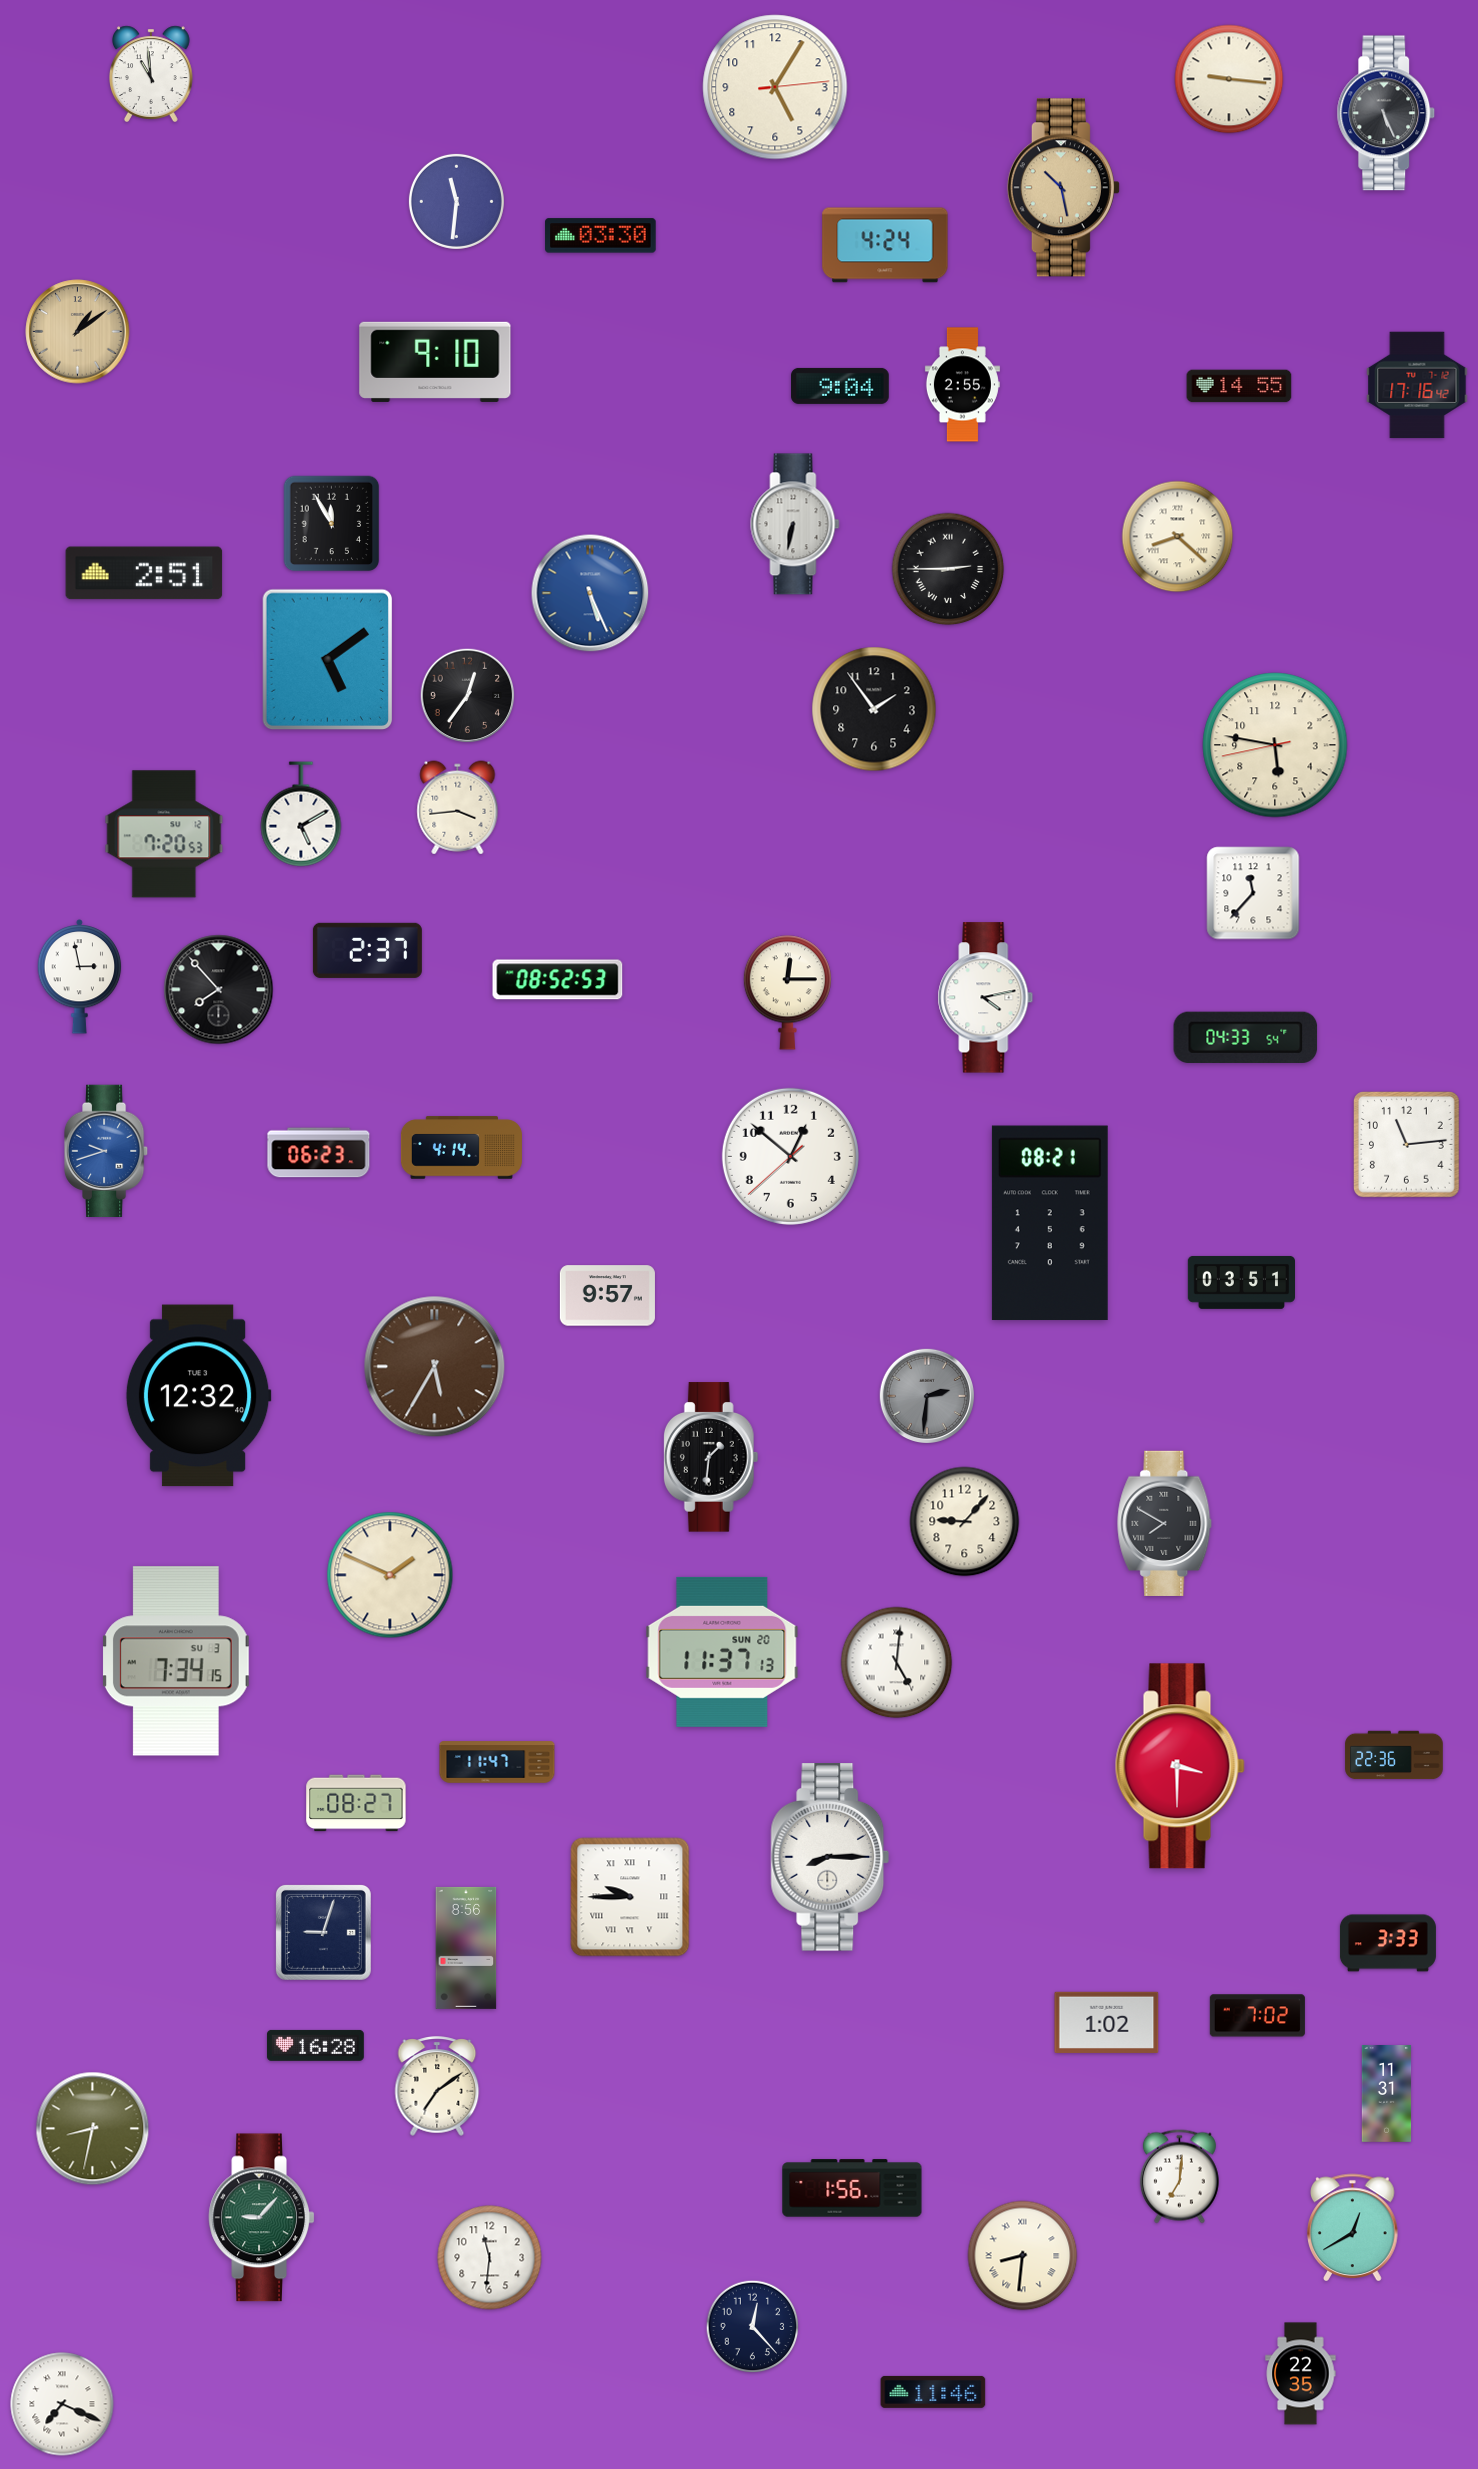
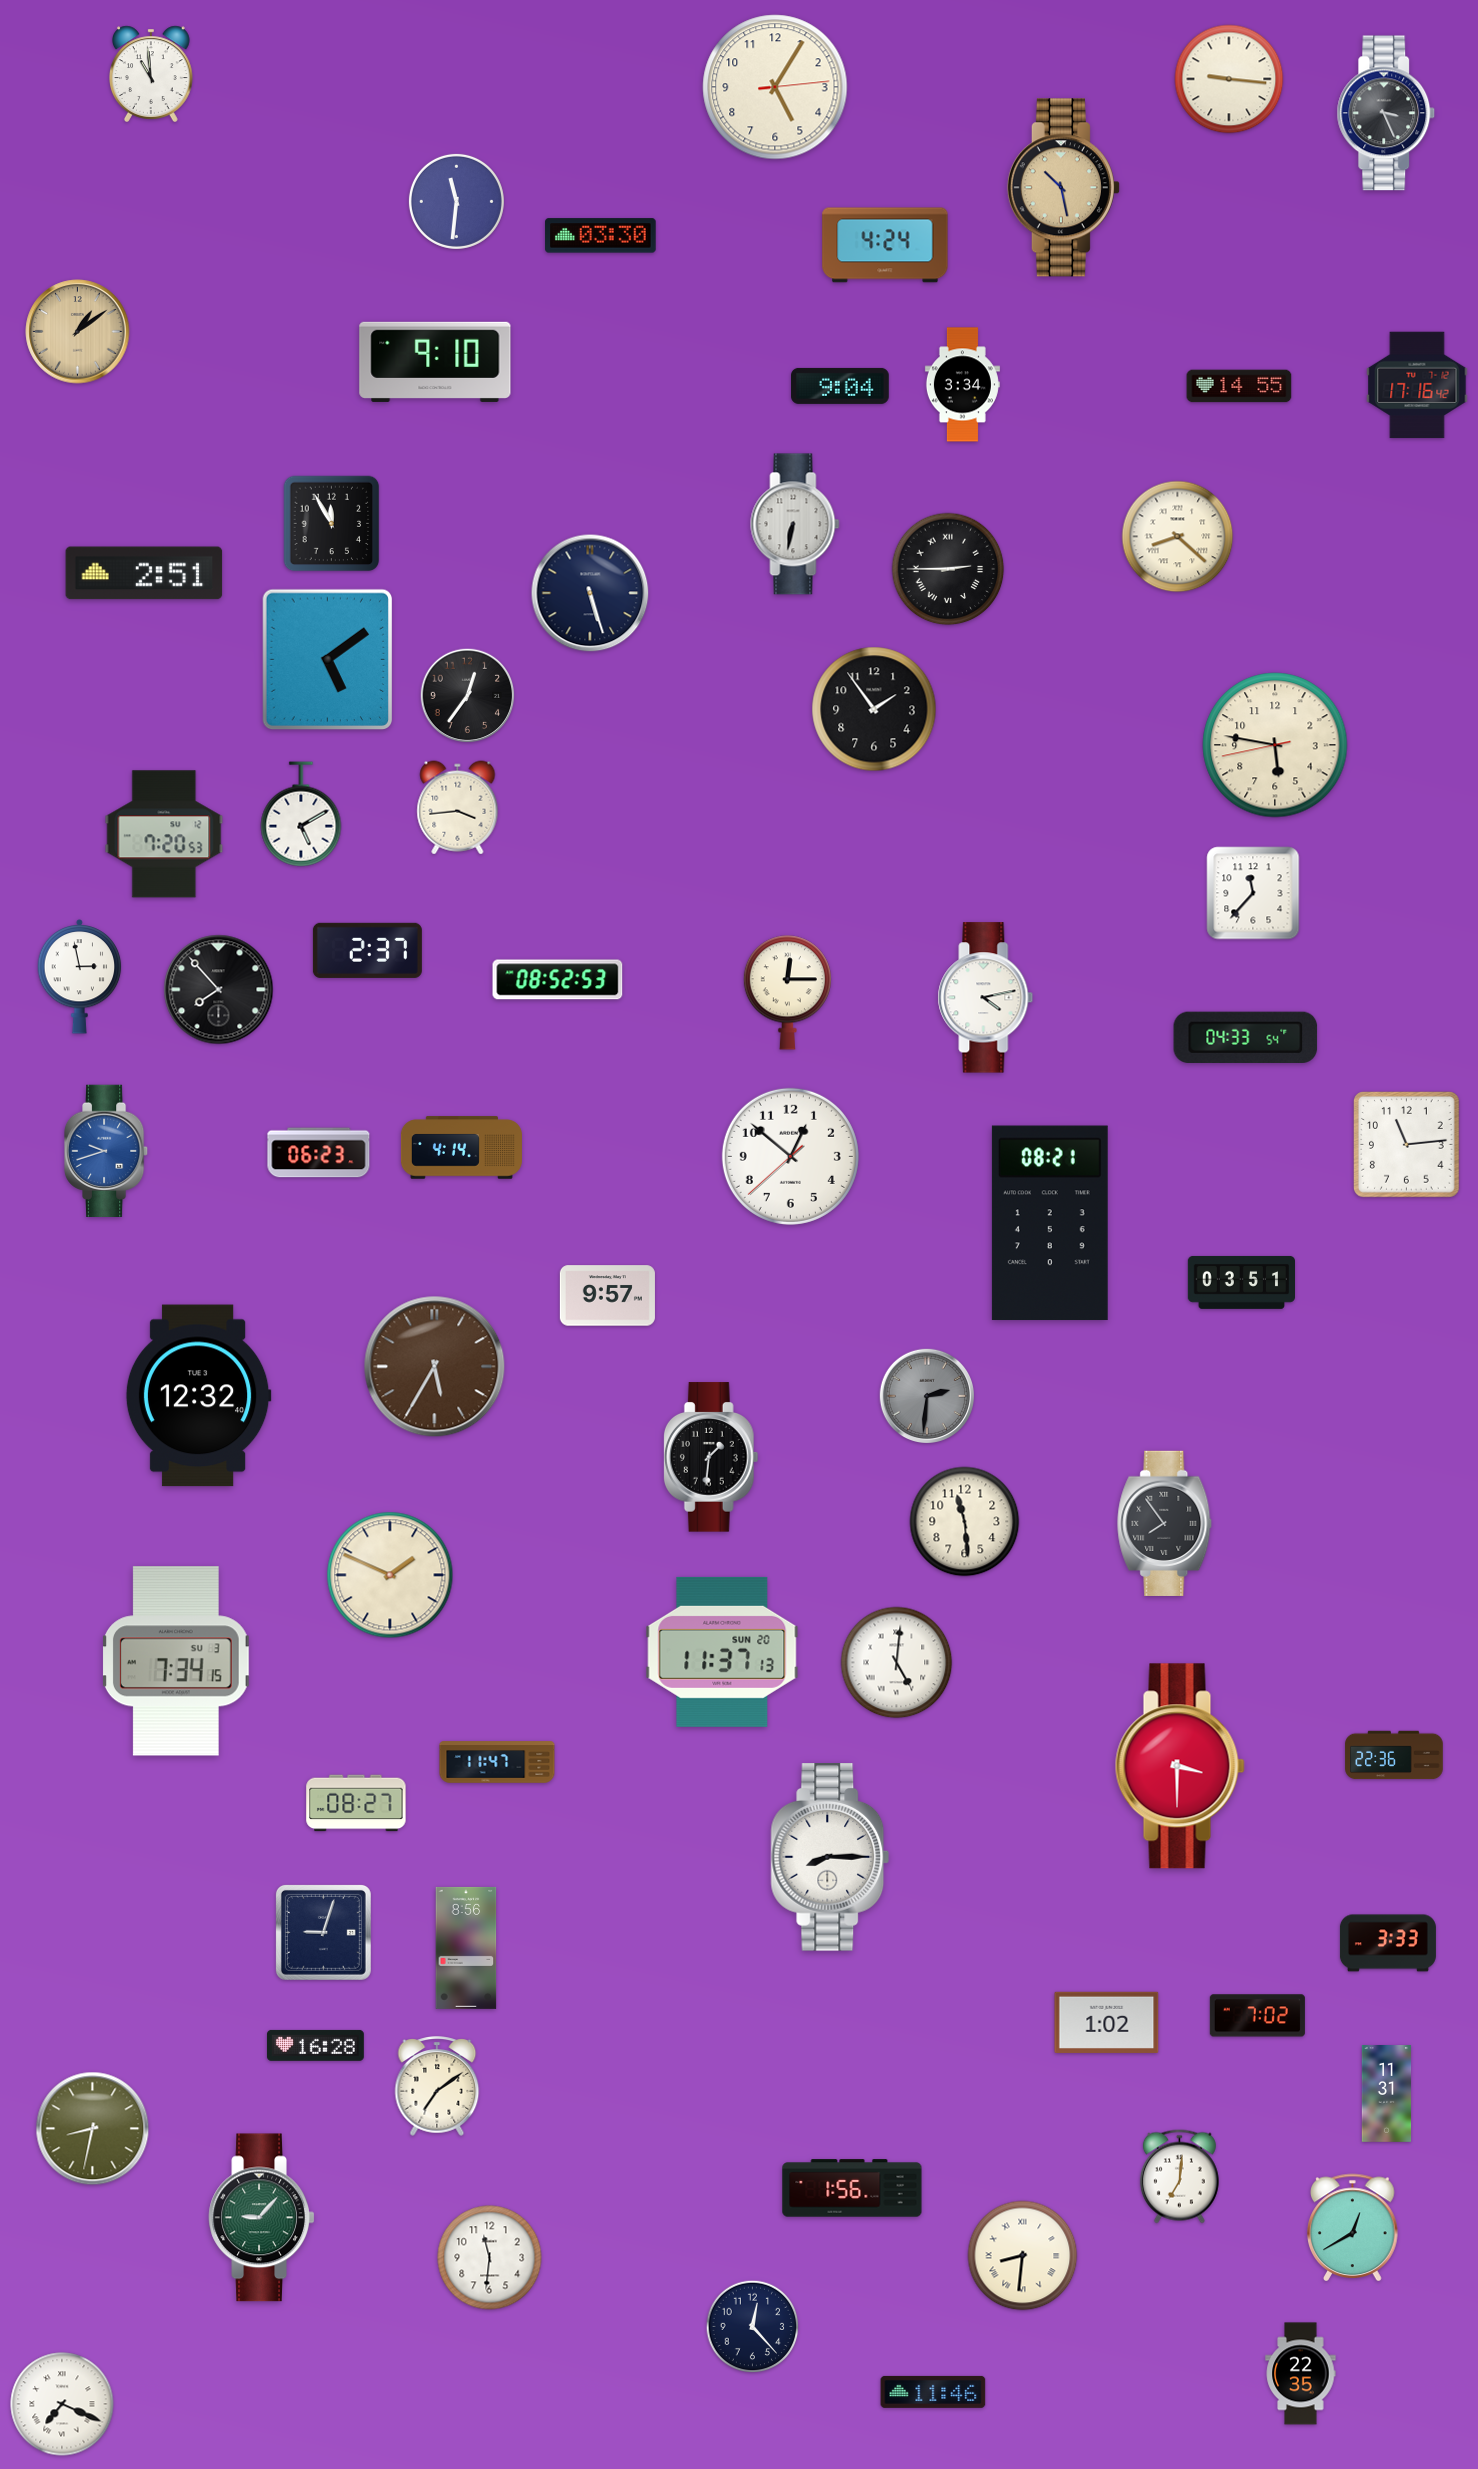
clock at (1386, 113): 5:26 -> 3:26
clock at (962, 385): 2:55 -> 3:34
clock at (590, 593): 5:26 -> 5:27
clock at (590, 593) dial: blue -> navy
clock at (965, 1522): 9:07 -> 11:29
clock at (1165, 1523): 7:50 -> 7:54
clock at (630, 1897): 9:45 -> none
